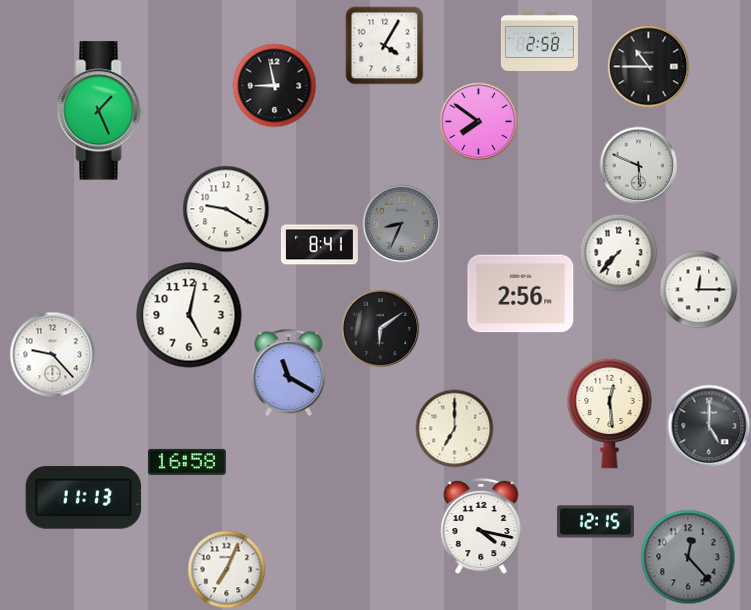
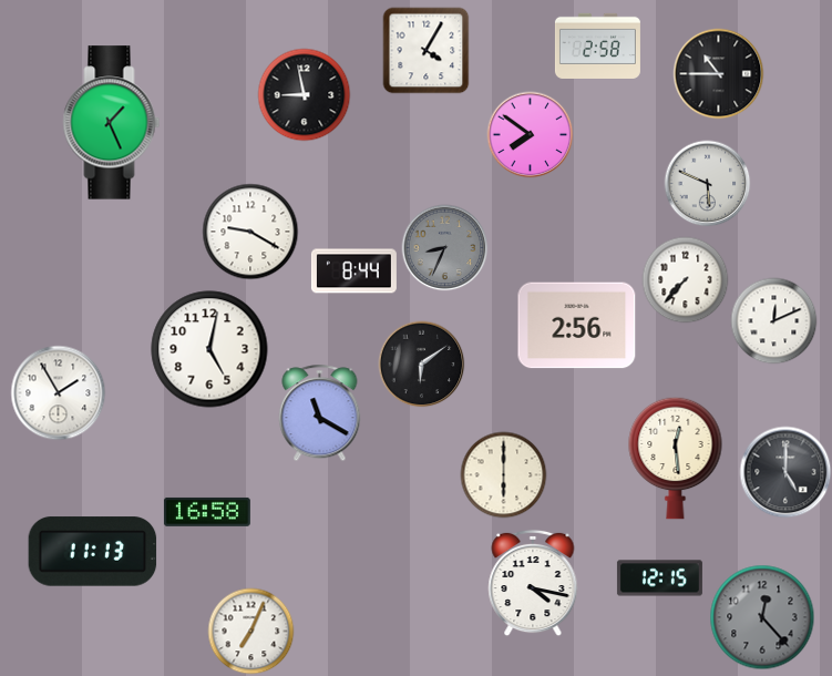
clock at (319, 245): 8:41 -> 8:44
clock at (698, 289): 12:15 -> 12:11
clock at (52, 354): 9:23 -> 1:55
clock at (454, 428): 7:00 -> 6:00
